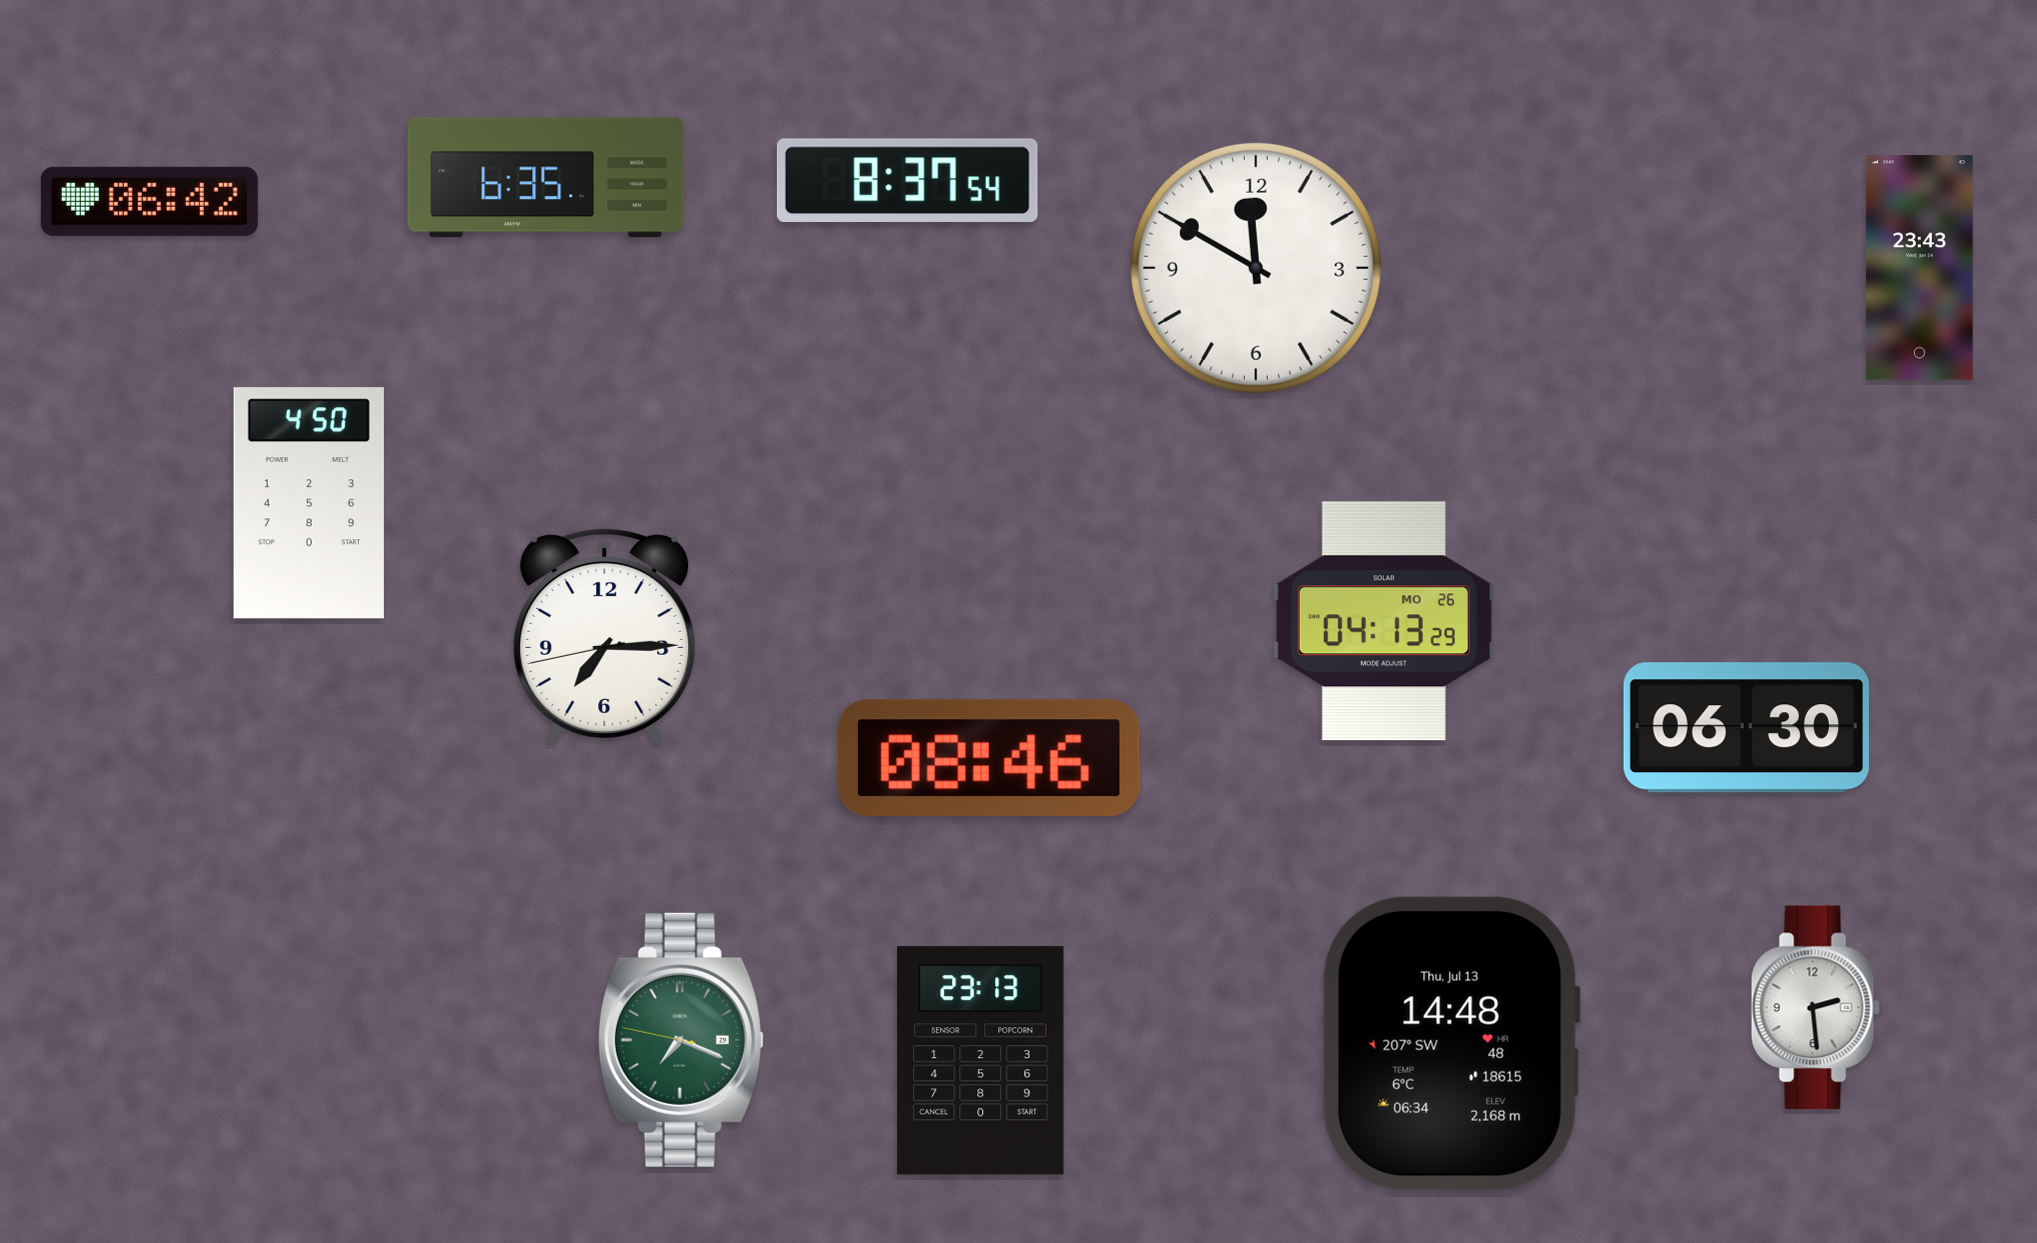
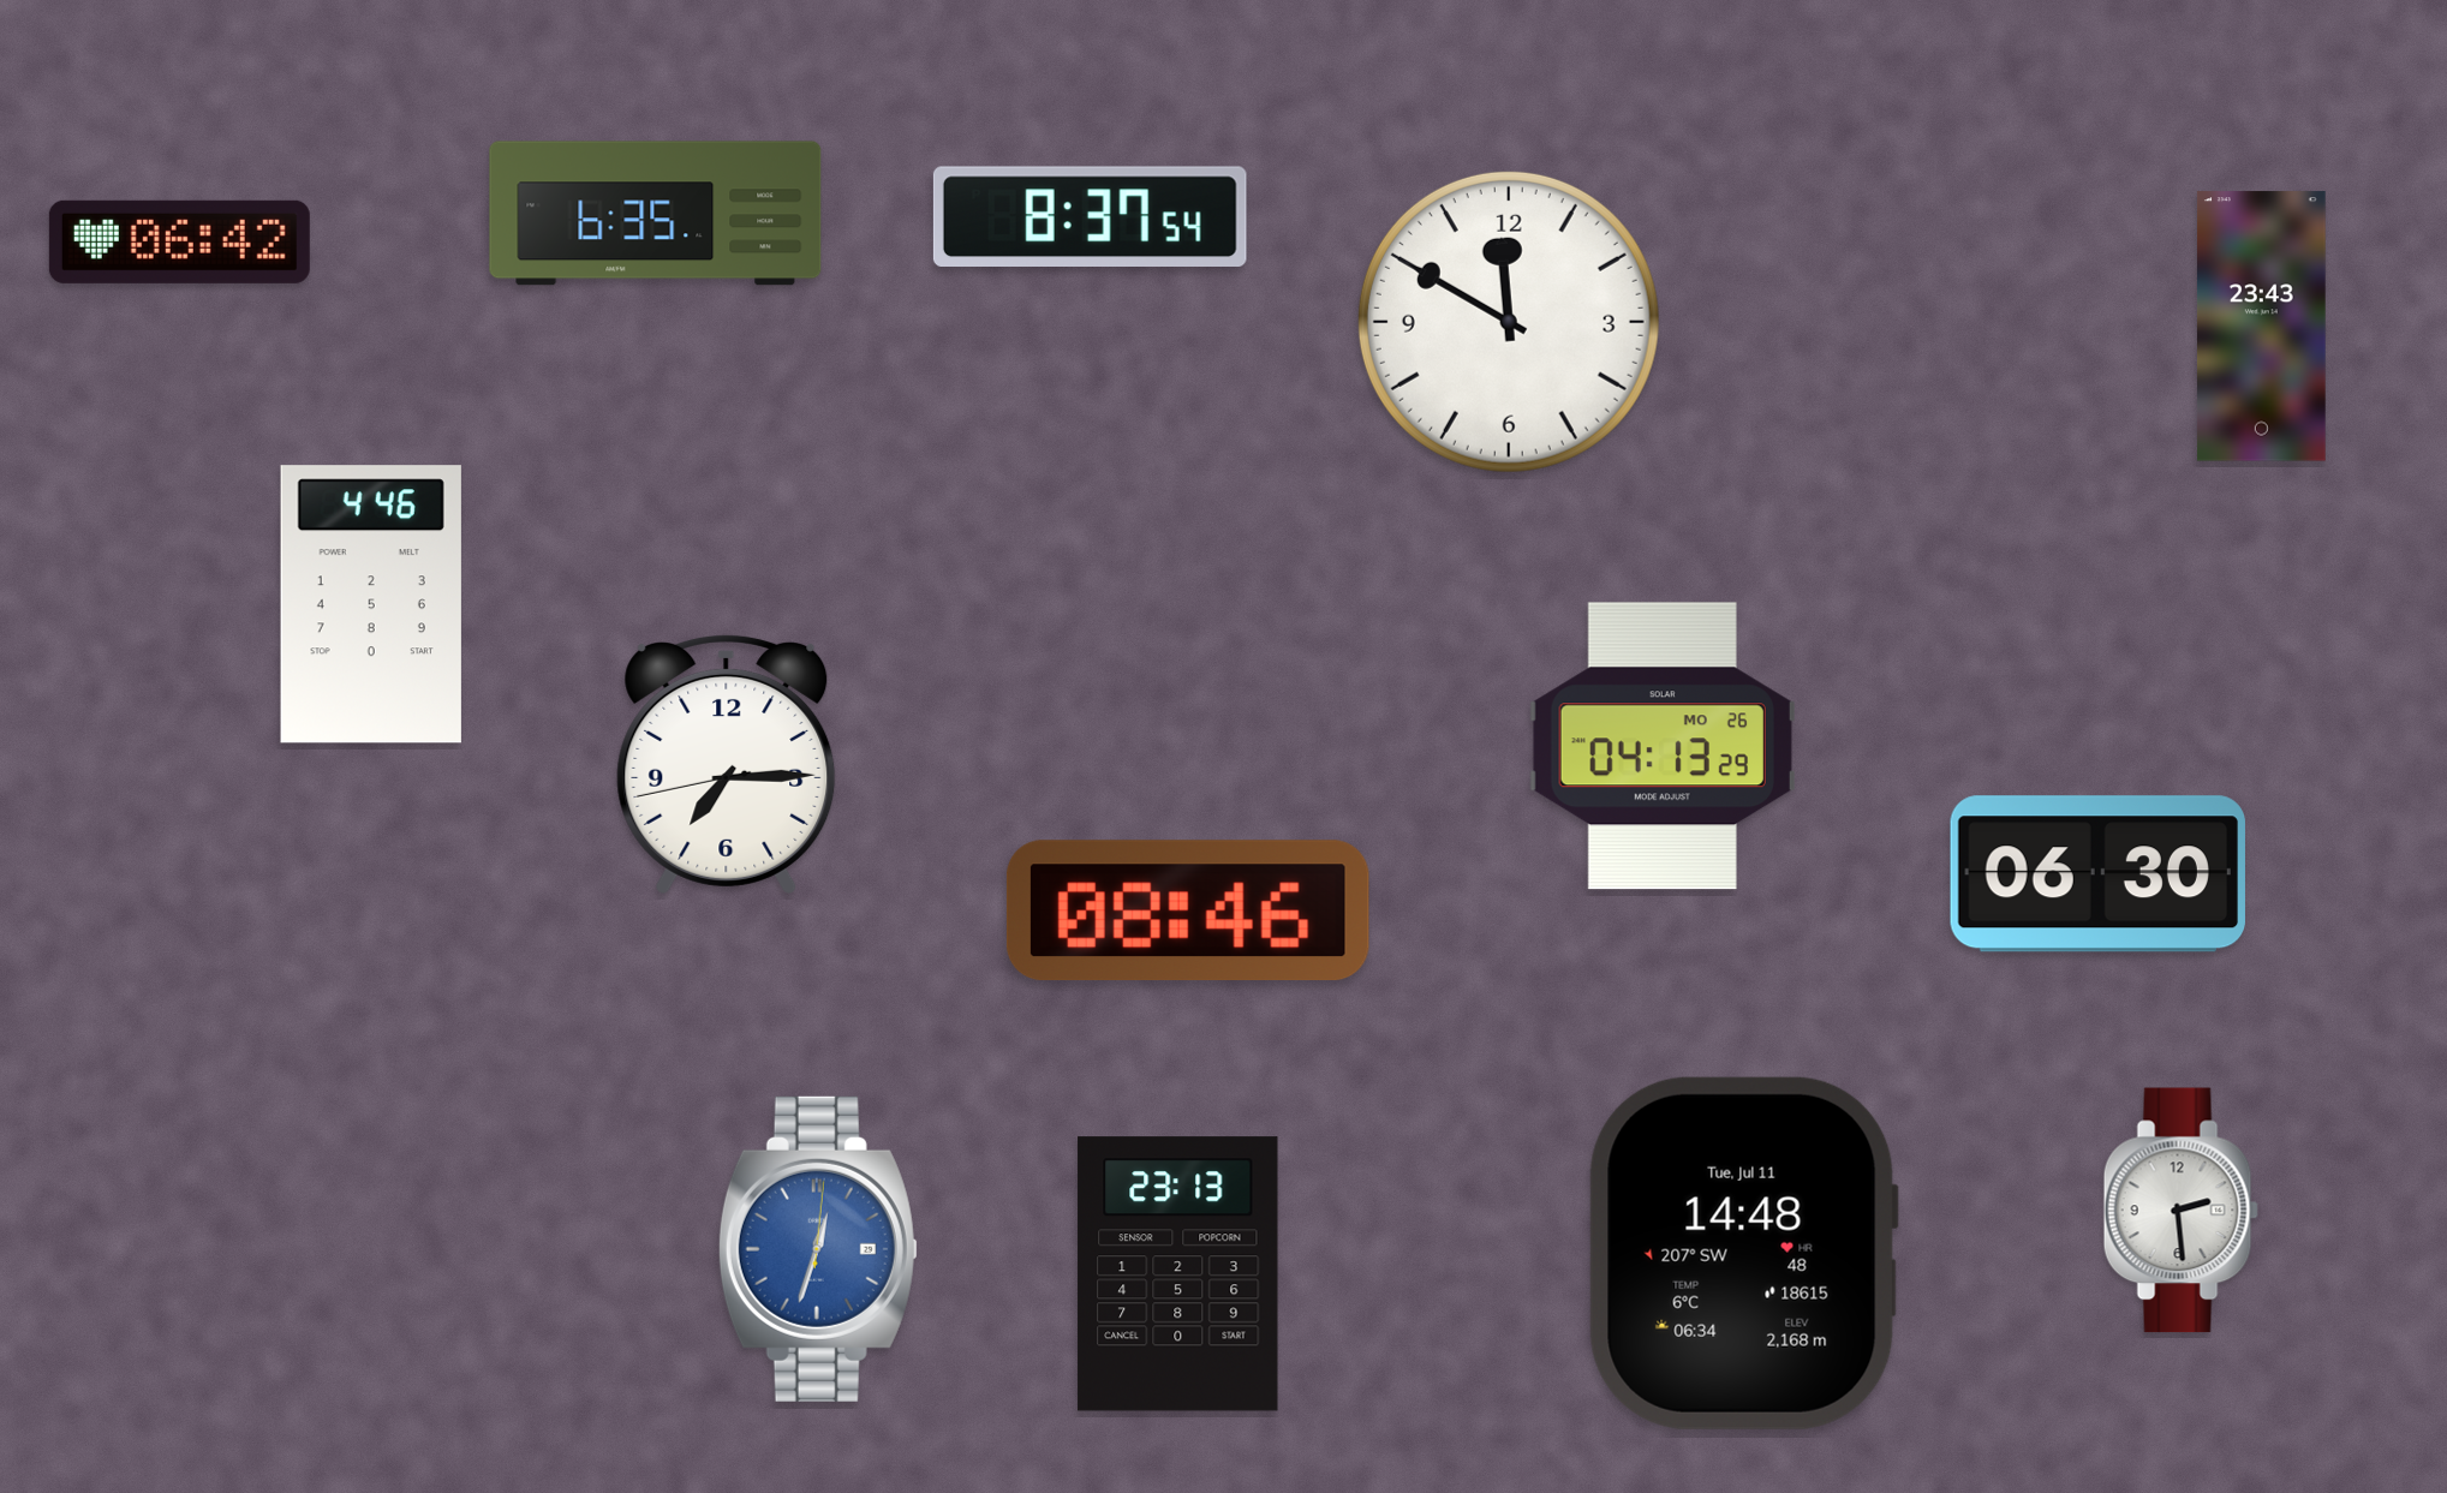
clock at (1919, 268) position: (1919, 268) -> (2261, 327)
clock at (309, 503): 4:50 -> 4:46
clock at (681, 1040): 7:18 -> 12:33
clock at (681, 1040) dial: green -> blue
clock at (1451, 1043) date: Thu, Jul 13 -> Tue, Jul 11
